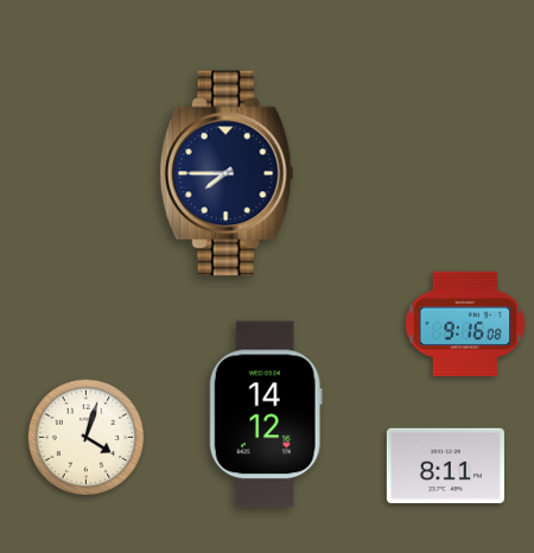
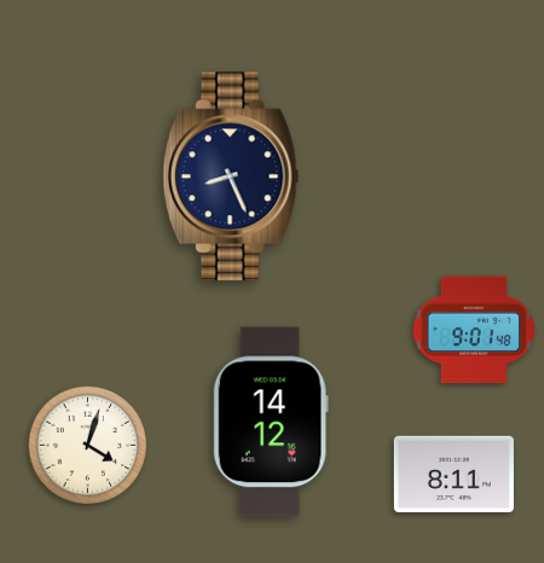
clock at (227, 173): 7:45 -> 8:26
clock at (465, 324): 9:16 -> 9:01
